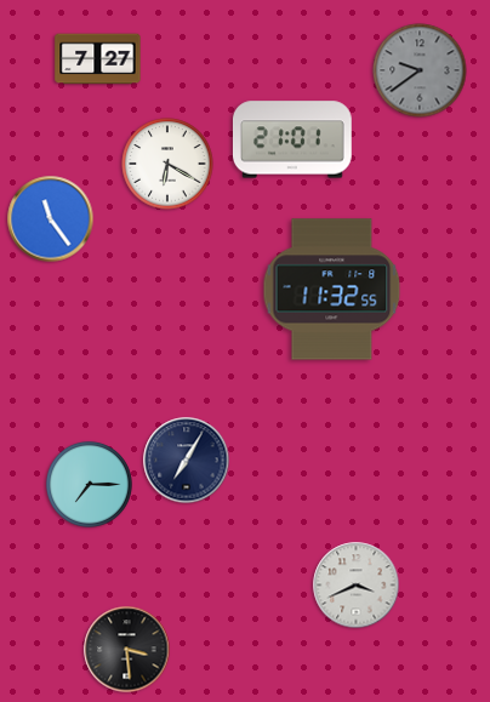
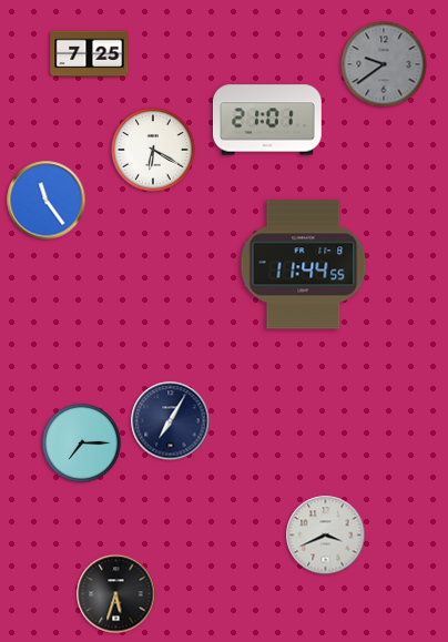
clock at (98, 59): 7:27 -> 7:25
clock at (292, 139) position: (292, 139) -> (267, 120)
clock at (332, 290): 11:32 -> 11:44
clock at (127, 650): 3:29 -> 5:33
